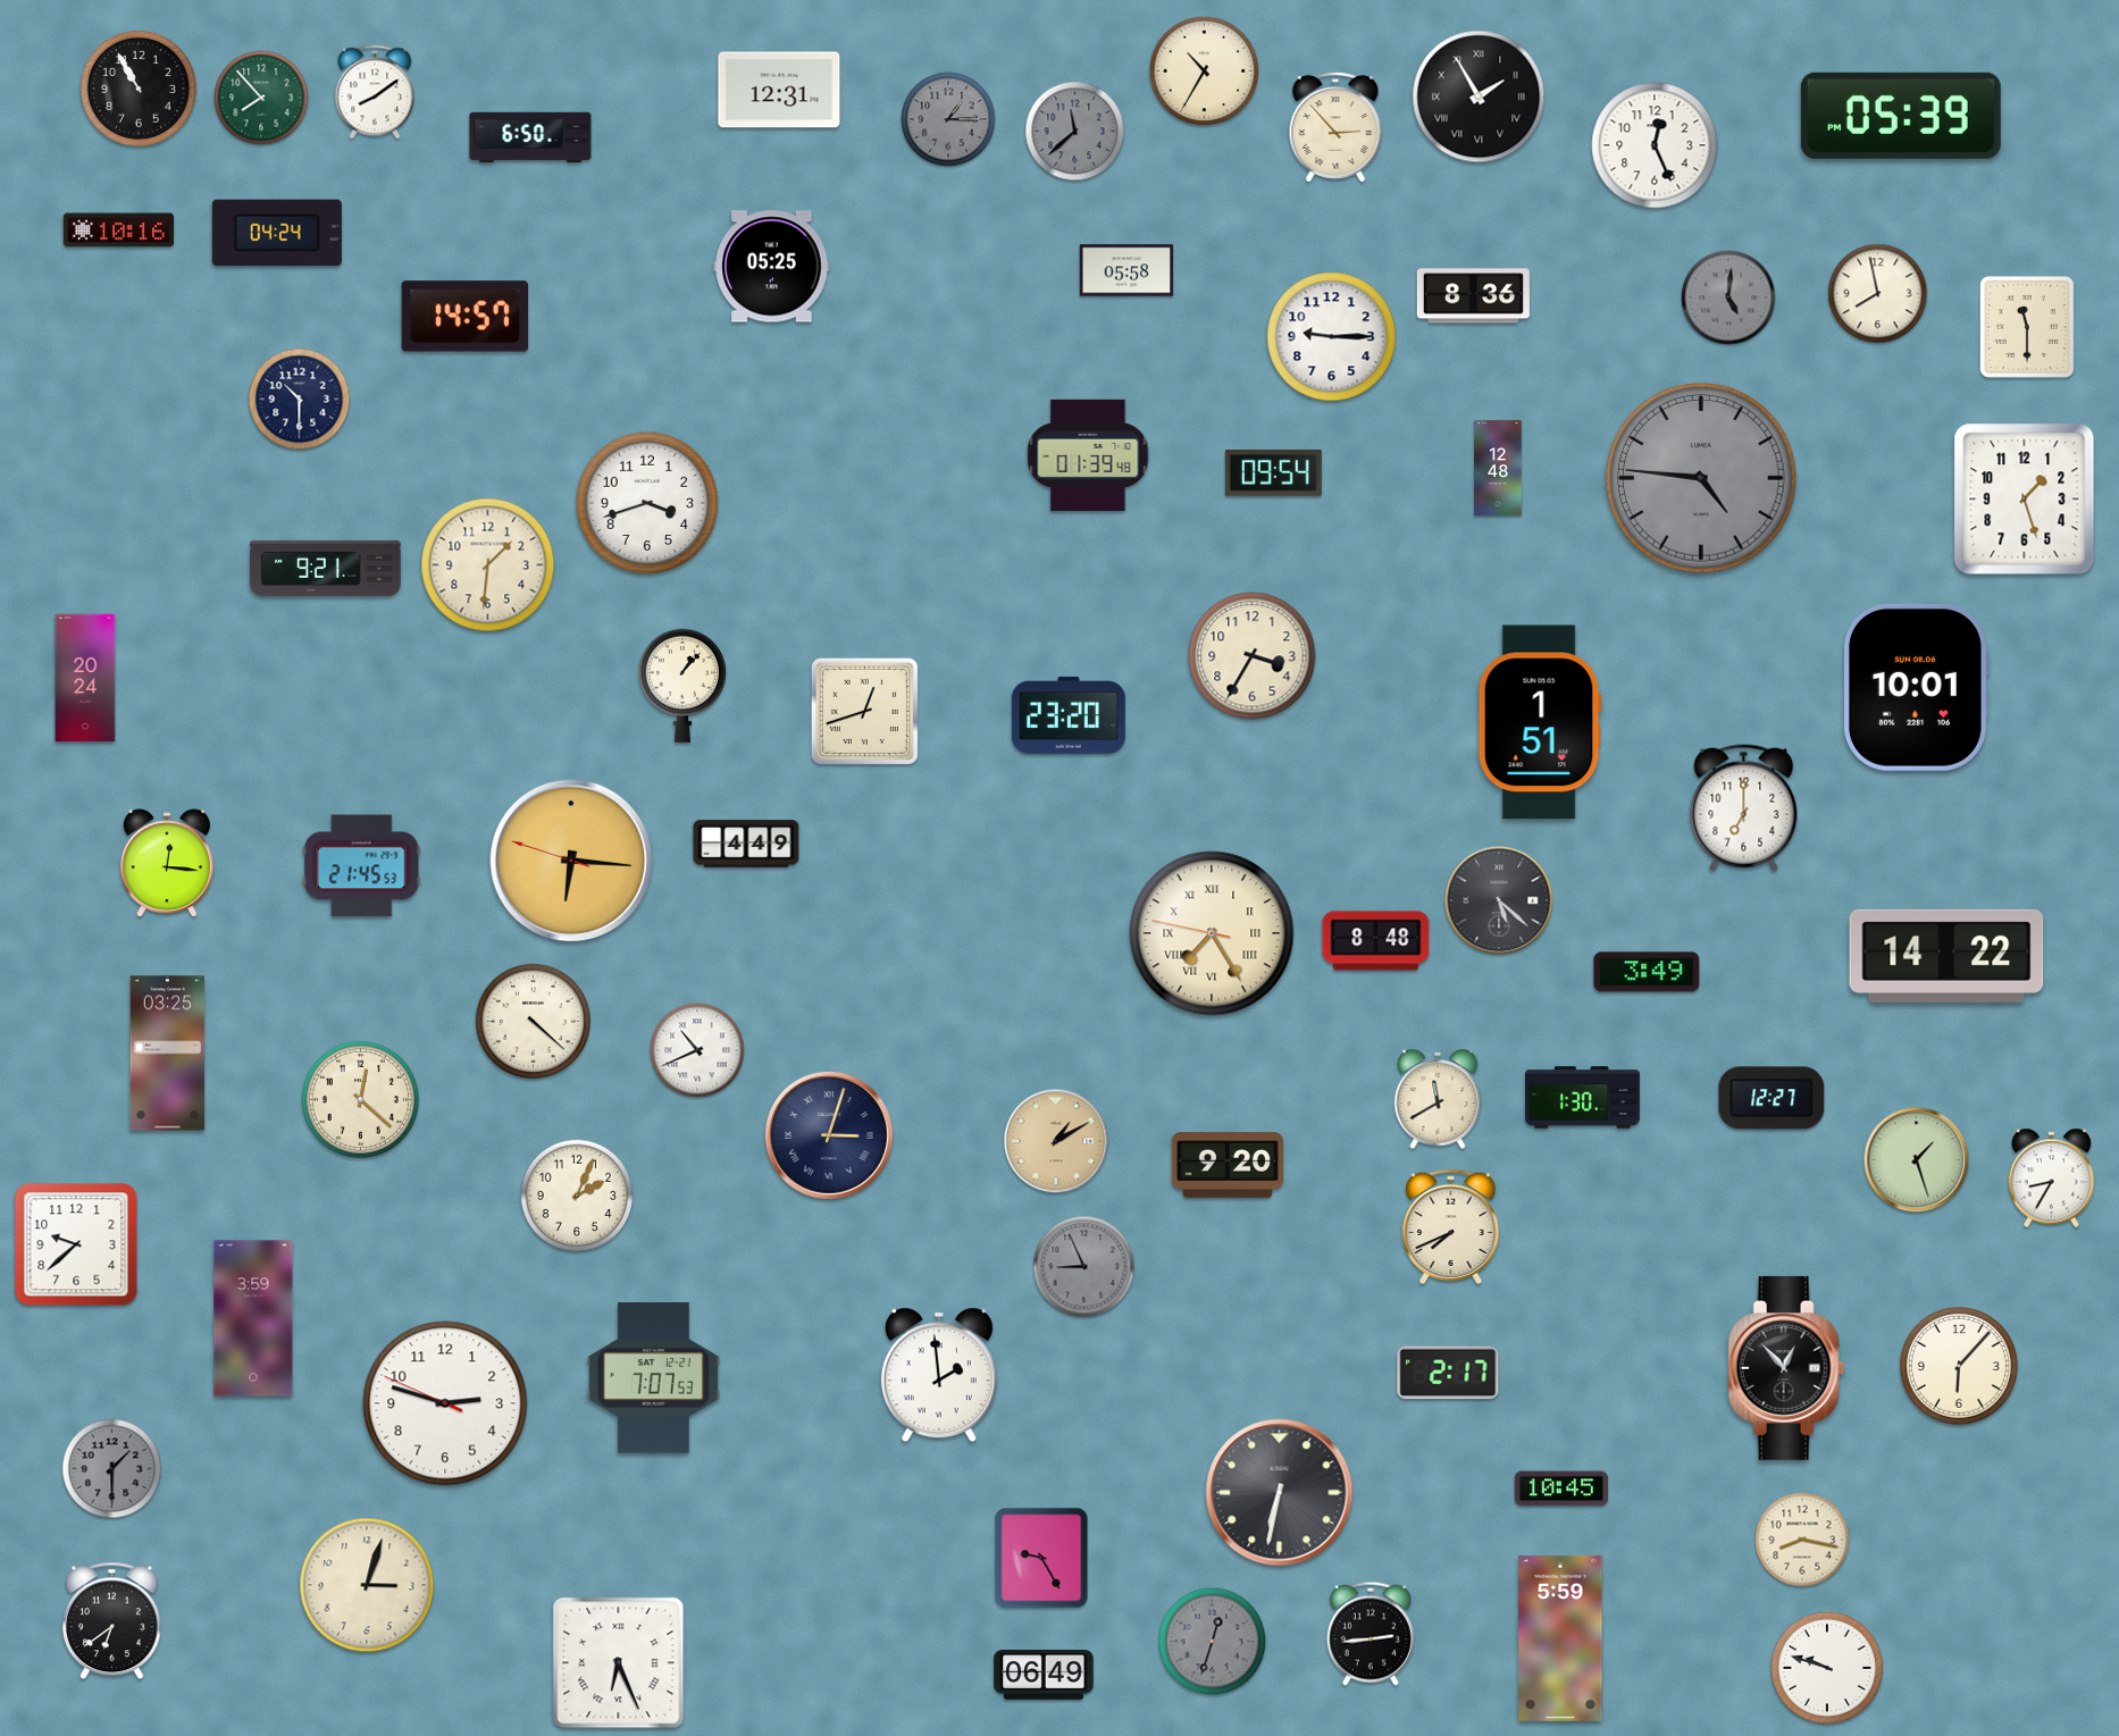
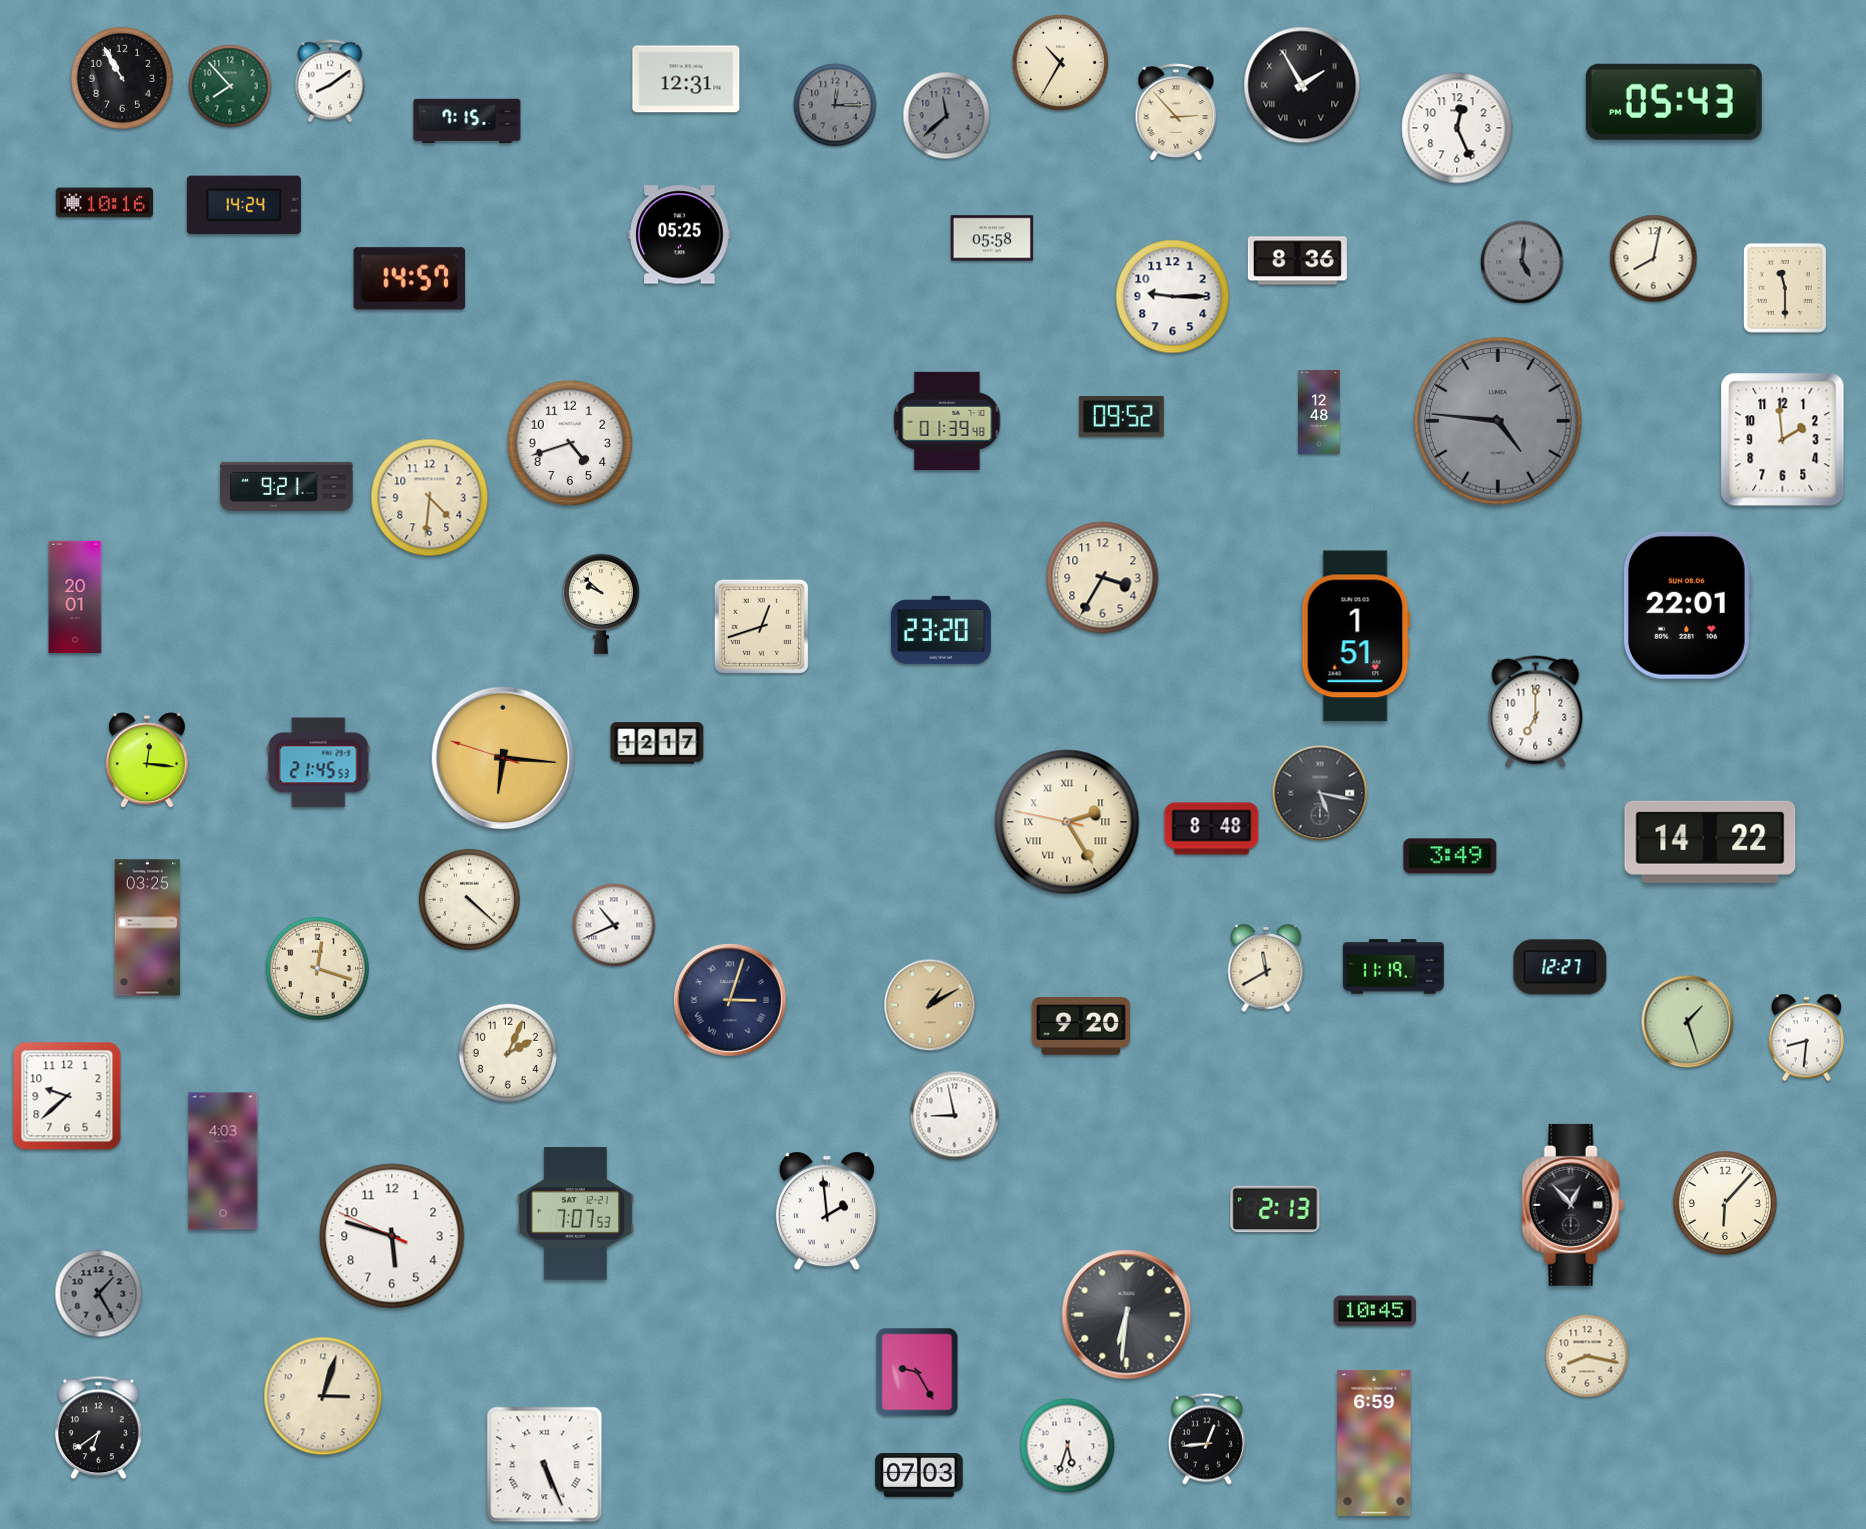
clock at (1901, 116): 05:39 -> 05:43
clock at (948, 119): 1:15 -> 12:15
clock at (530, 137): 6:50 -> 7:15
clock at (277, 233): 04:24 -> 14:24
clock at (1878, 294): 7:58 -> 8:02
clock at (300, 400): 10:30 -> none
clock at (1088, 455) position: (1088, 455) -> (947, 421)
clock at (1273, 473): 09:54 -> 09:52
clock at (2025, 500): 1:27 -> 1:59
clock at (647, 503): 3:42 -> 4:42
clock at (488, 565): 1:31 -> 4:31
clock at (326, 568) position: (326, 568) -> (287, 486)
clock at (85, 678): 20:24 -> 20:01
clock at (682, 686): 1:07 -> 9:52
clock at (1916, 687): 10:01 -> 22:01
clock at (746, 844): 4:49 -> 12:17
clock at (1499, 900): 5:22 -> 5:17
clock at (1212, 933): 7:24 -> 2:24
clock at (1946, 956) position: (1946, 956) -> (1710, 842)
clock at (1583, 1098): 1:30 -> 11:19
clock at (360, 1099): 12:22 -> 12:18
clock at (2052, 1179): 8:35 -> 8:31
clock at (1451, 1227): 7:41 -> none
clock at (1084, 1267): 8:56 -> 8:58
clock at (1084, 1267) dial: grey -> white
clock at (253, 1318): 3:59 -> 4:03
clock at (1448, 1373): 2:17 -> 2:13
clock at (445, 1403): 2:47 -> 5:47
clock at (112, 1469): 1:30 -> 1:25
clock at (1280, 1493): 6:32 -> 6:31
clock at (1371, 1634): 2:44 -> 12:44
clock at (1560, 1638): 5:59 -> 6:59
clock at (1213, 1642): 12:33 -> 5:33
clock at (1213, 1642) dial: grey -> white
clock at (619, 1663): 6:26 -> 5:26
clock at (1827, 1668): 9:48 -> none
clock at (1044, 1675): 06:49 -> 07:03
